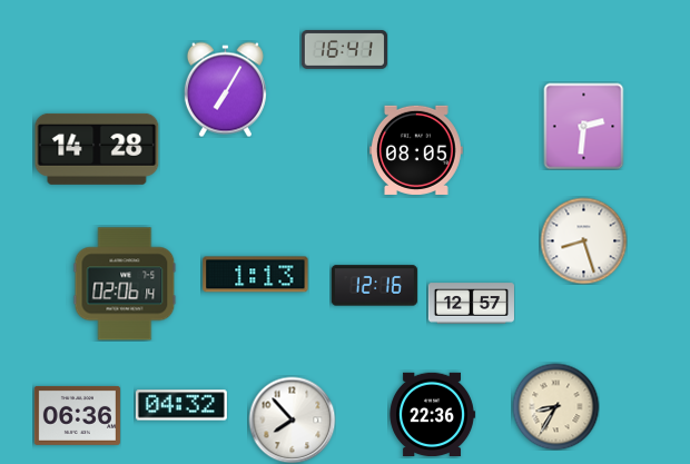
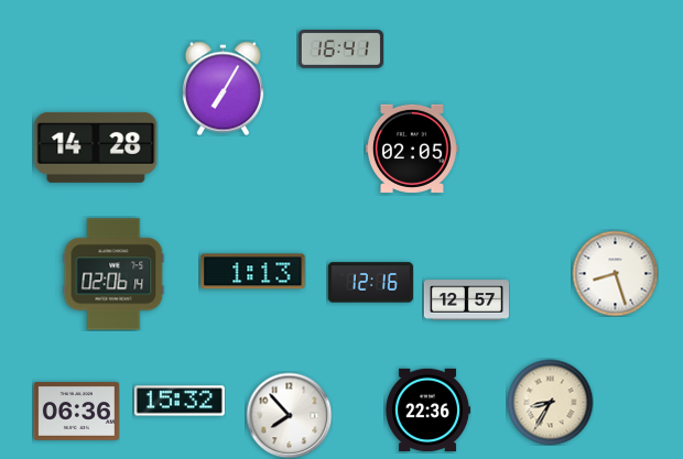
clock at (584, 126): 2:31 -> none
clock at (416, 150): 08:05 -> 02:05
clock at (583, 240) position: (583, 240) -> (615, 273)
clock at (125, 284) position: (125, 284) -> (113, 274)
clock at (181, 405): 04:32 -> 15:32
